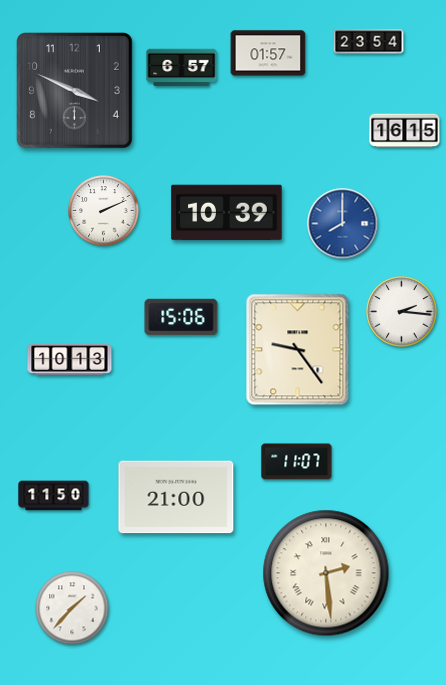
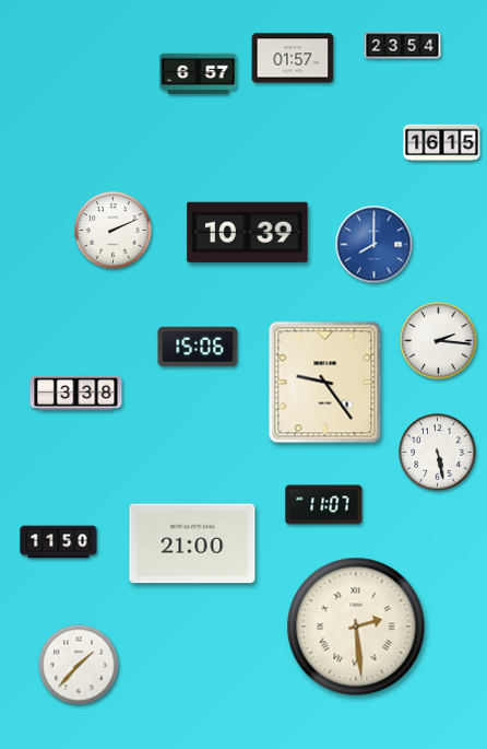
clock at (75, 91): 3:49 -> none
clock at (70, 359): 10:13 -> 3:38
clock at (438, 453): none -> 5:28
